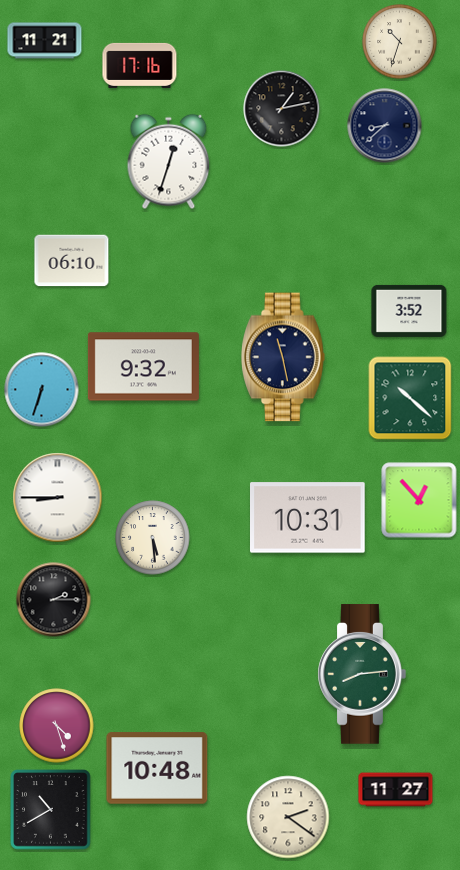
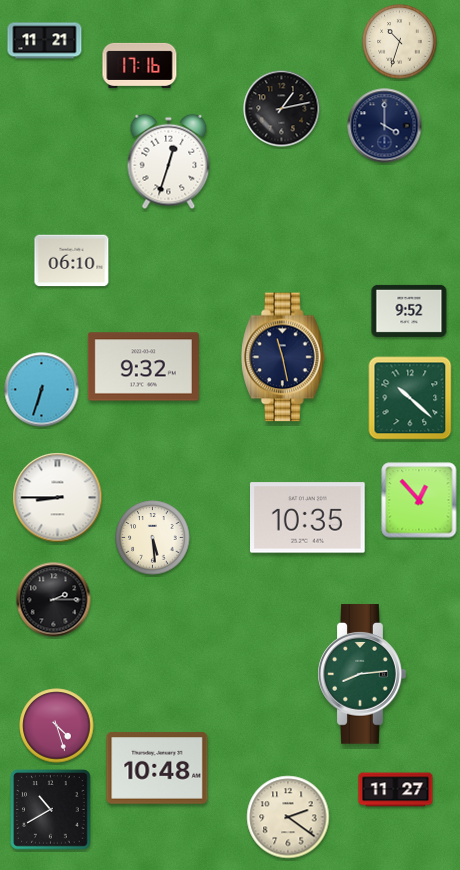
clock at (385, 126): 8:38 -> 4:00
clock at (409, 311): 3:52 -> 9:52
clock at (308, 518): 10:31 -> 10:35
